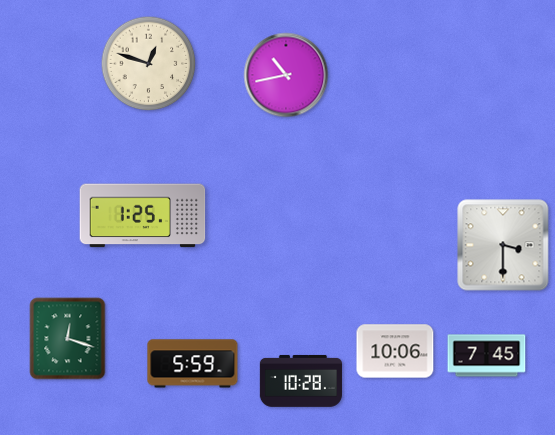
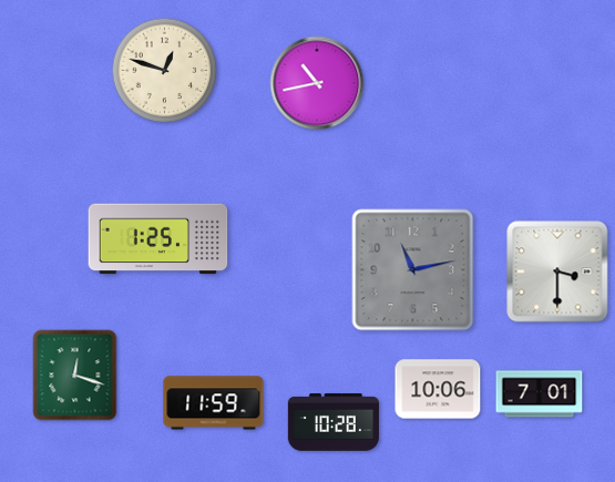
clock at (413, 270): none -> 11:13
clock at (487, 356): 7:45 -> 7:01
clock at (193, 364): 5:59 -> 11:59
